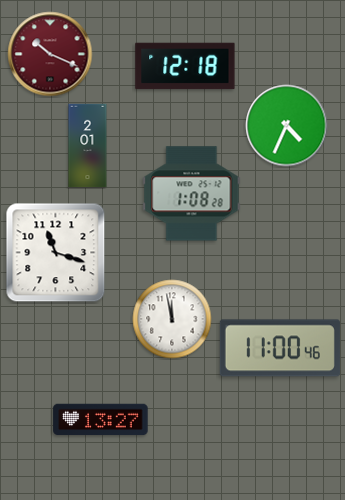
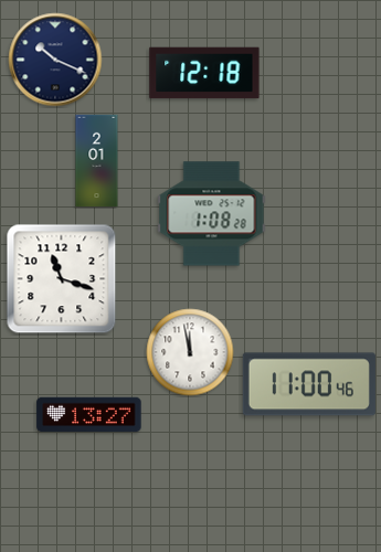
clock at (50, 54) dial: burgundy -> navy
clock at (287, 126): 4:34 -> none
clock at (101, 420) position: (101, 420) -> (89, 415)
